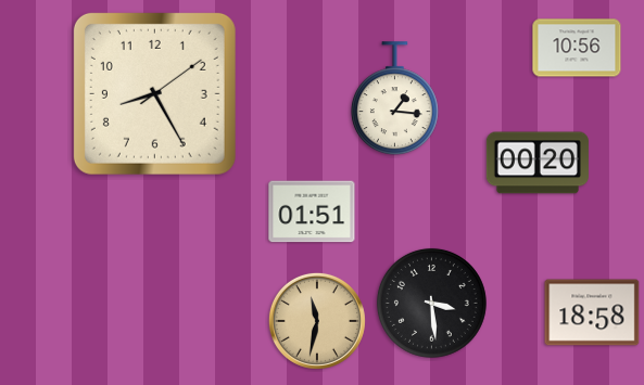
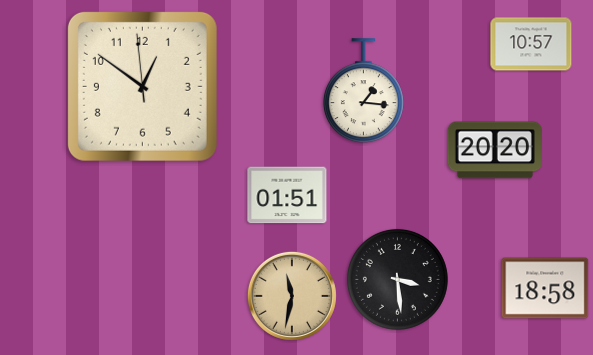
clock at (577, 48): 10:56 -> 10:57
clock at (154, 93): 8:25 -> 12:50
clock at (538, 163): 00:20 -> 20:20
